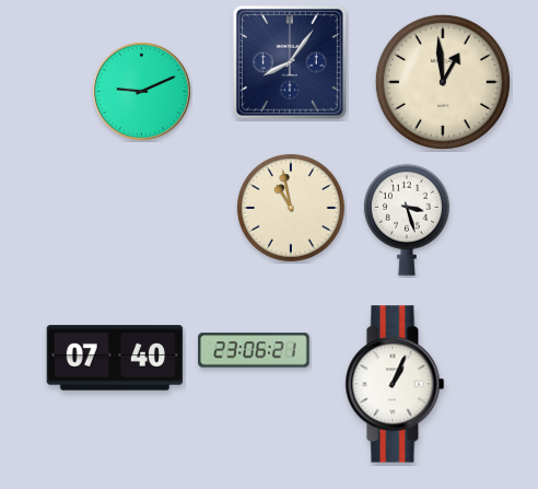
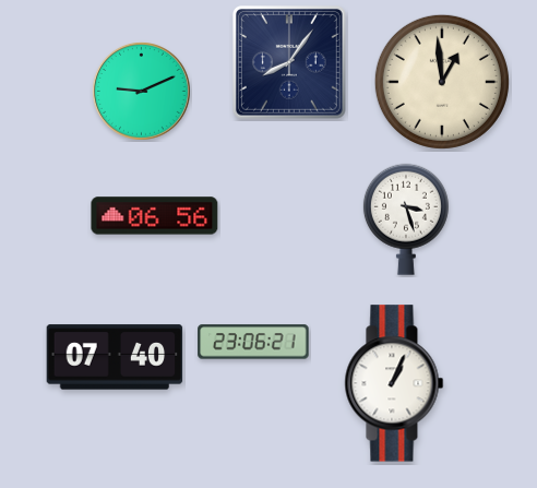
clock at (291, 208): 10:58 -> none
clock at (155, 216): none -> 06:56
clock at (254, 350) position: (254, 350) -> (253, 342)
